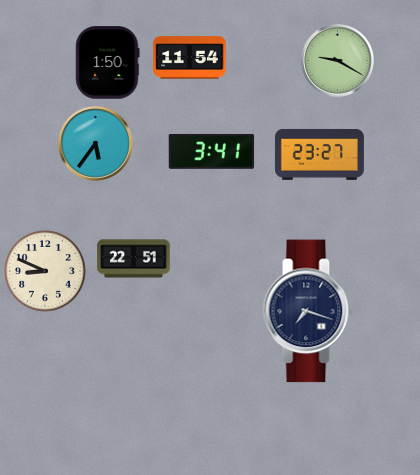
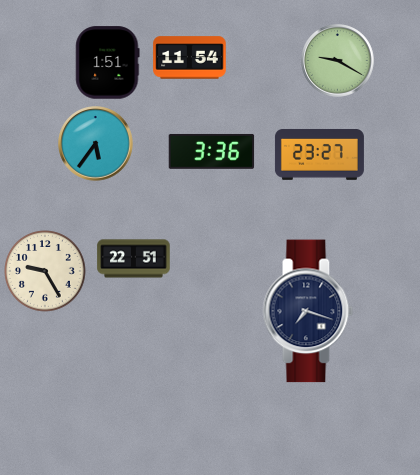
clock at (108, 63): 1:50 -> 1:51
clock at (212, 151): 3:41 -> 3:36
clock at (46, 272): 8:49 -> 9:25
